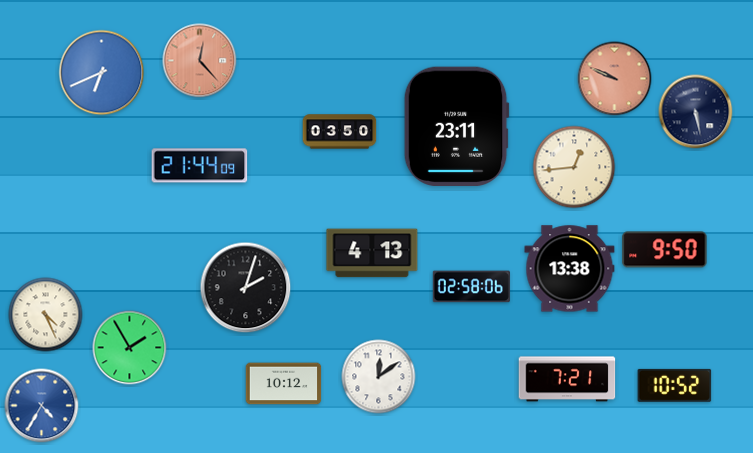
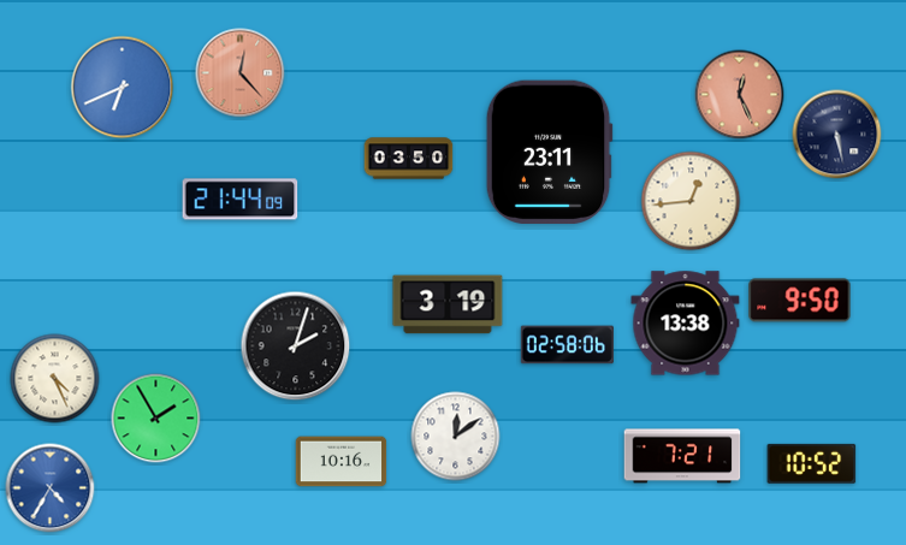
clock at (615, 79): 9:49 -> 12:26
clock at (372, 253): 4:13 -> 3:19
clock at (379, 377) position: (379, 377) -> (456, 437)
clock at (284, 384): 10:12 -> 10:16
